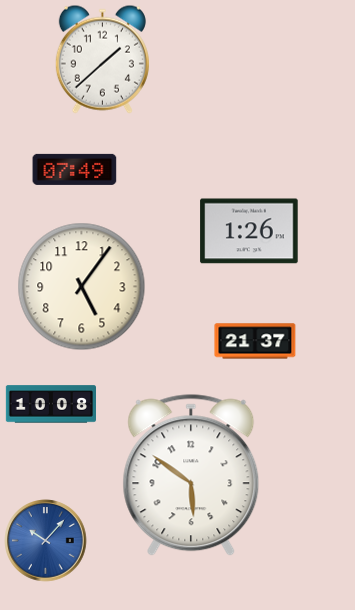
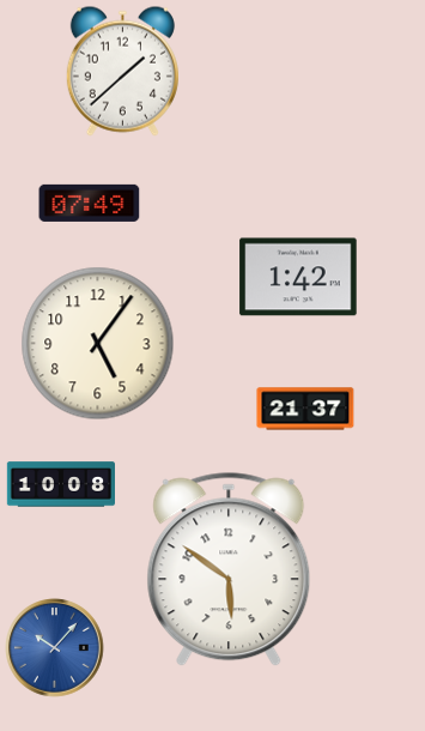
clock at (249, 231): 1:26 -> 1:42
